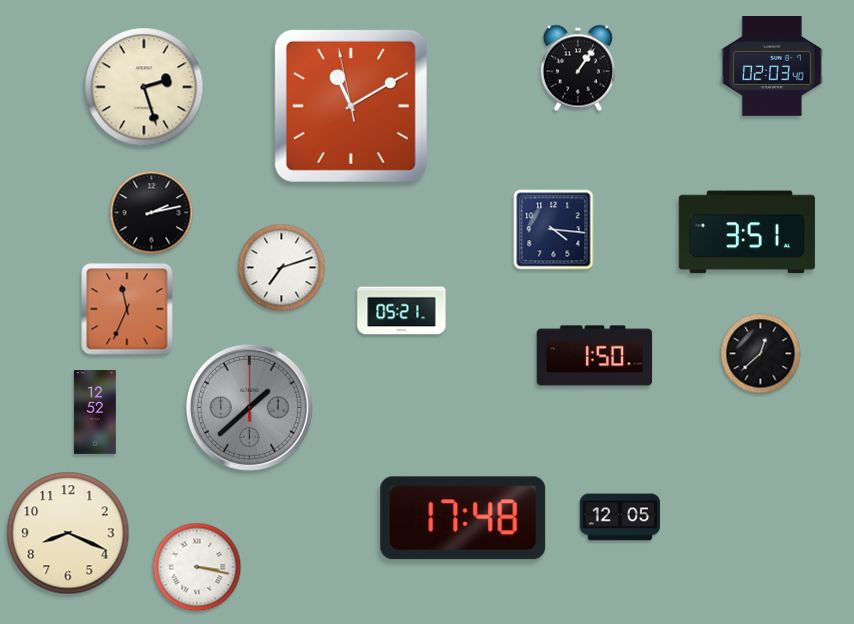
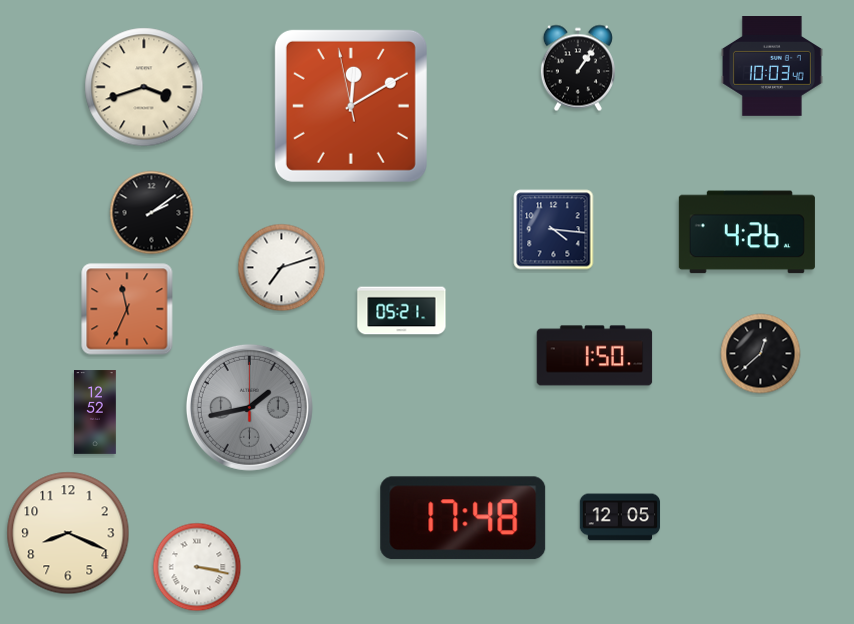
clock at (772, 67): 02:03 -> 10:03
clock at (144, 87): 2:27 -> 3:42
clock at (351, 106): 11:09 -> 12:09
clock at (152, 213): 2:13 -> 2:09
clock at (747, 232): 3:51 -> 4:26
clock at (249, 407): 1:38 -> 1:43
